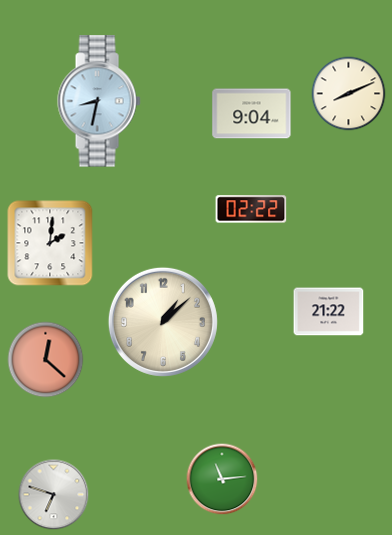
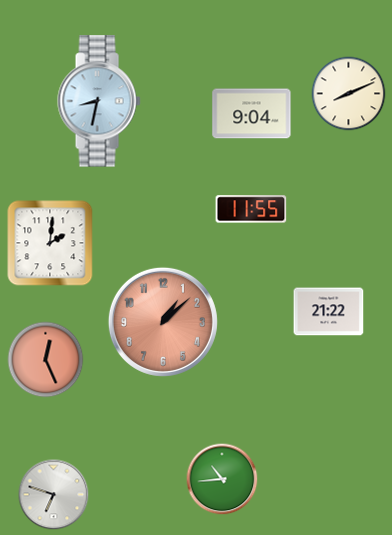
clock at (251, 209): 02:22 -> 11:55
clock at (163, 322) dial: cream -> salmon
clock at (46, 360): 12:22 -> 12:26
clock at (222, 479): 11:14 -> 10:44
